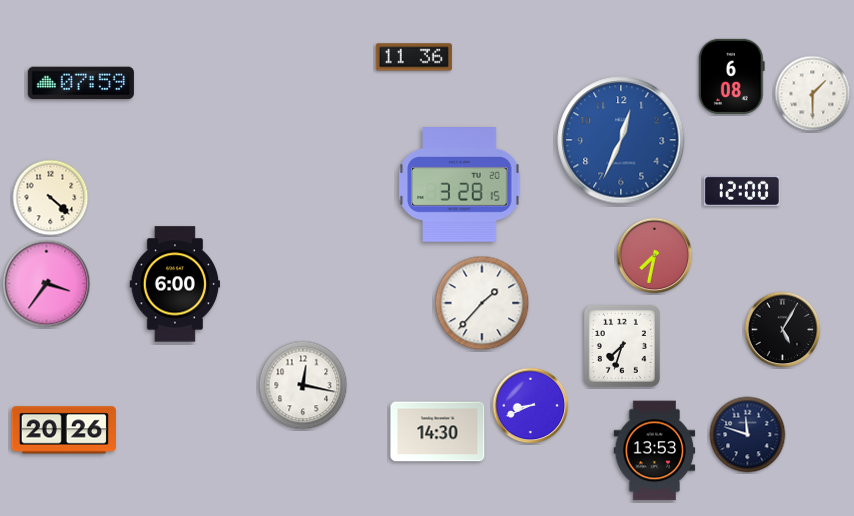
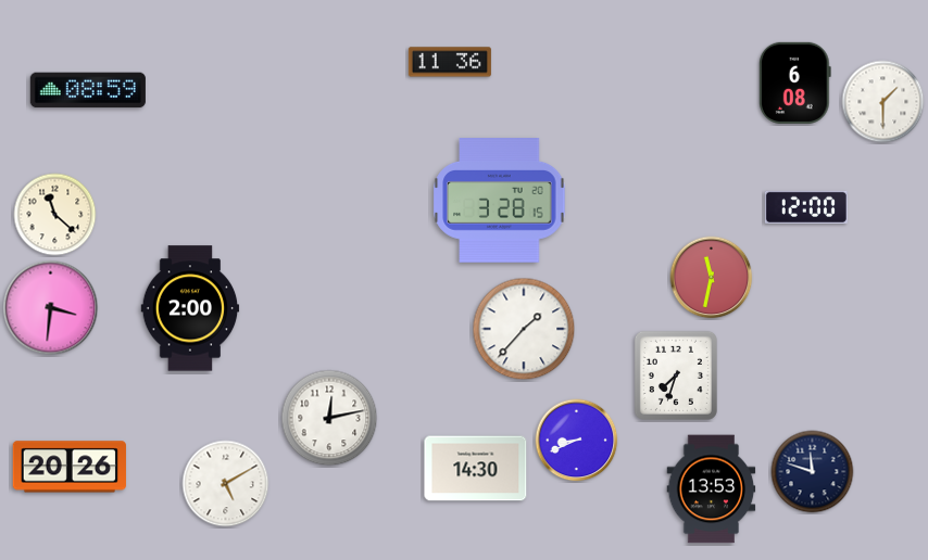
clock at (81, 83): 07:59 -> 08:59
clock at (621, 140): 12:34 -> none
clock at (51, 198): 4:22 -> 11:22
clock at (655, 256): 7:32 -> 11:32
clock at (47, 284): 3:36 -> 3:31
clock at (175, 284): 6:00 -> 2:00
clock at (783, 330): 5:05 -> none
clock at (303, 385): 12:17 -> 12:13
clock at (226, 484): none -> 5:10
